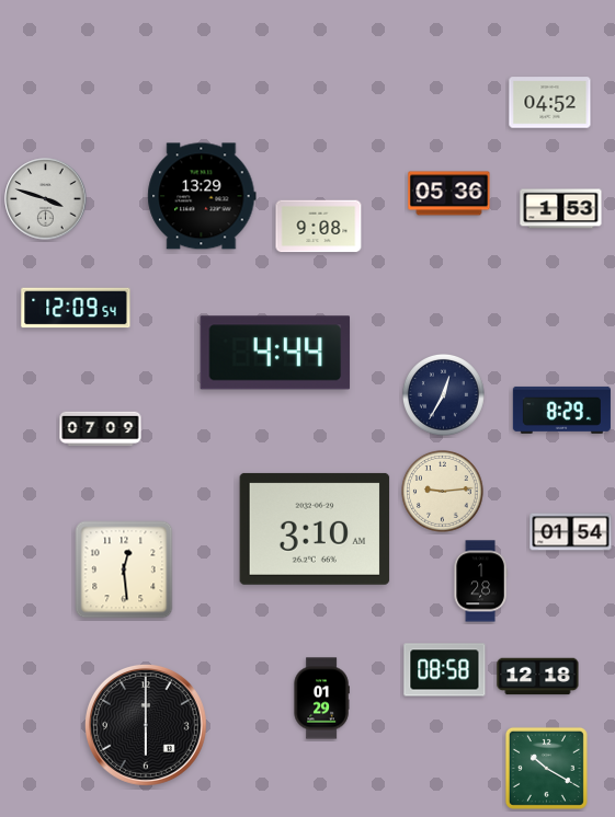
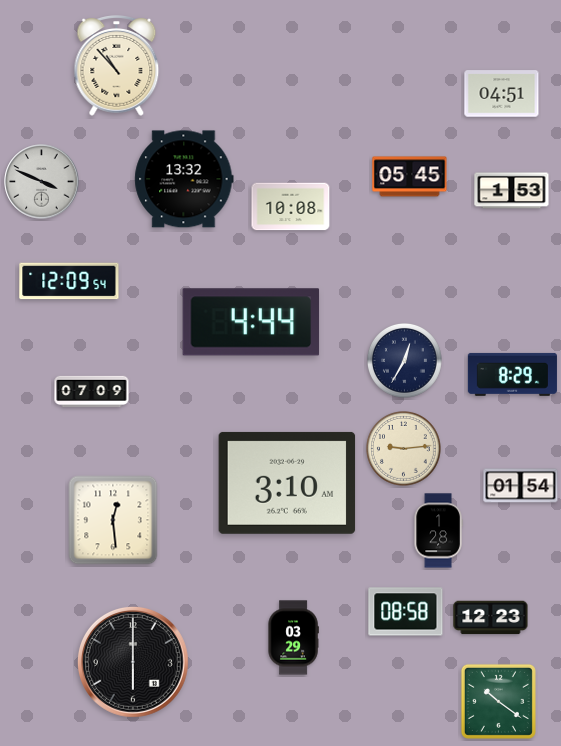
clock at (117, 66): none -> 10:53
clock at (550, 103): 04:52 -> 04:51
clock at (449, 194): 05:36 -> 05:45
clock at (202, 196): 13:29 -> 13:32
clock at (46, 199): 3:48 -> 3:49
clock at (319, 227): 9:08 -> 10:08
clock at (538, 677): 12:18 -> 12:23
clock at (321, 699): 01:29 -> 03:29
clock at (546, 768): 10:20 -> 10:21
